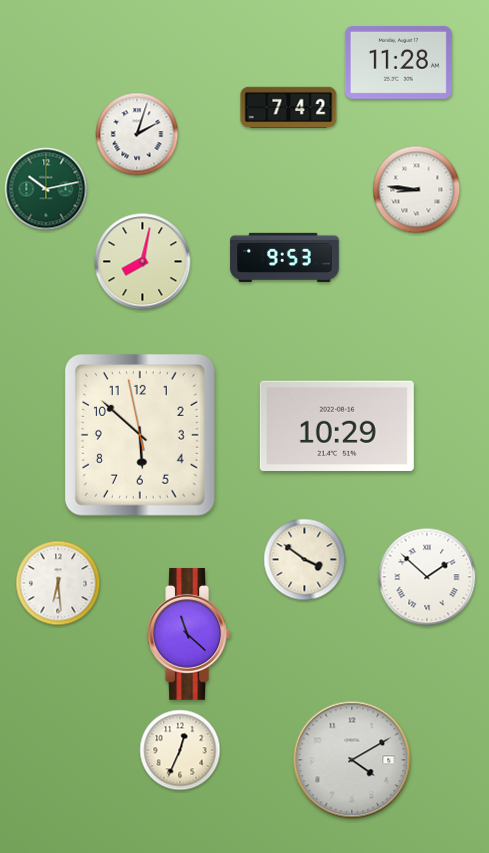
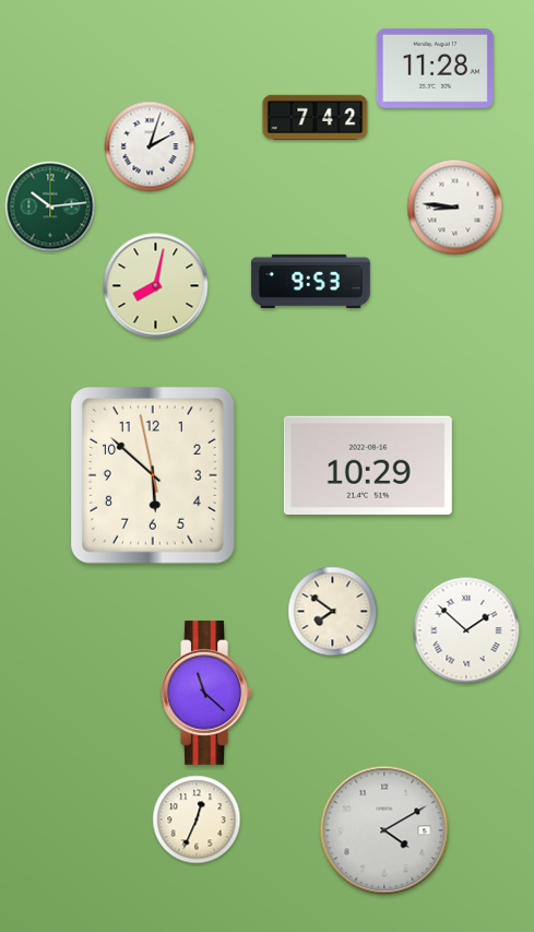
clock at (46, 189): 10:13 -> 10:14
clock at (305, 560): 3:51 -> 7:51
clock at (58, 583): 6:29 -> none
